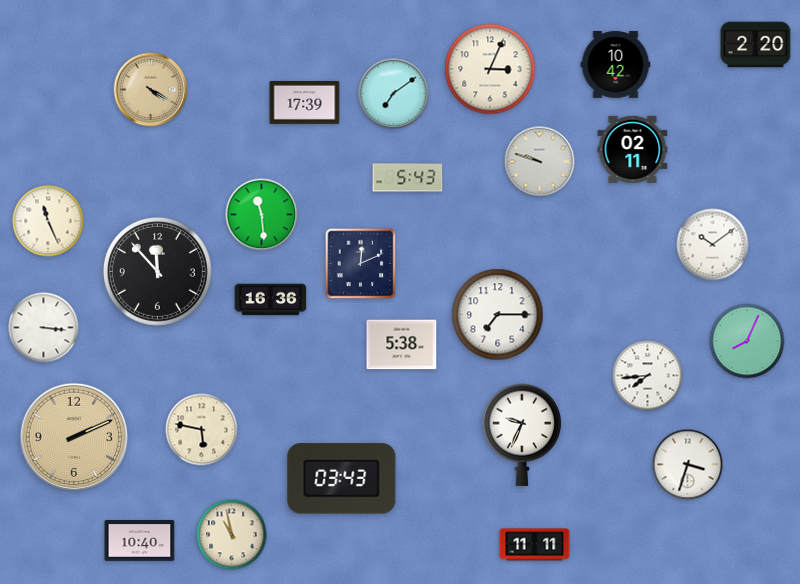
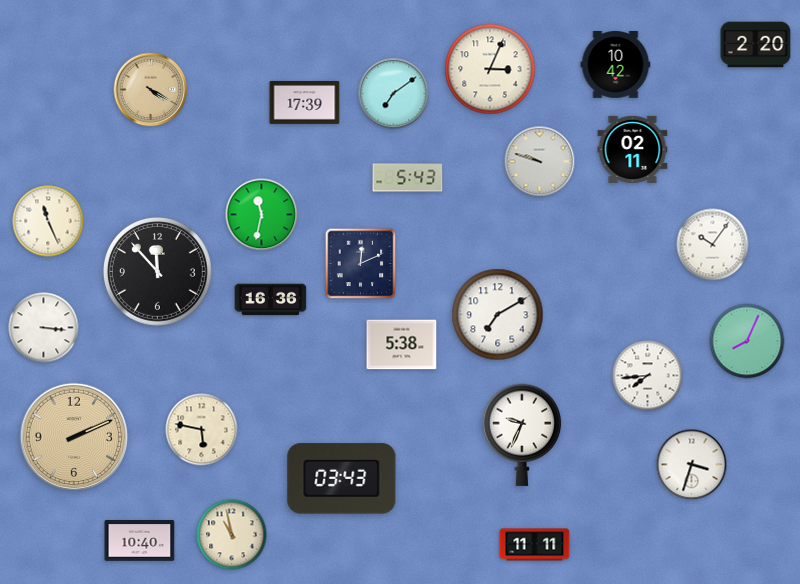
clock at (262, 215): 11:29 -> 11:32
clock at (713, 245): 10:09 -> 10:06
clock at (498, 315): 7:15 -> 7:10
clock at (688, 465) position: (688, 465) -> (692, 465)
